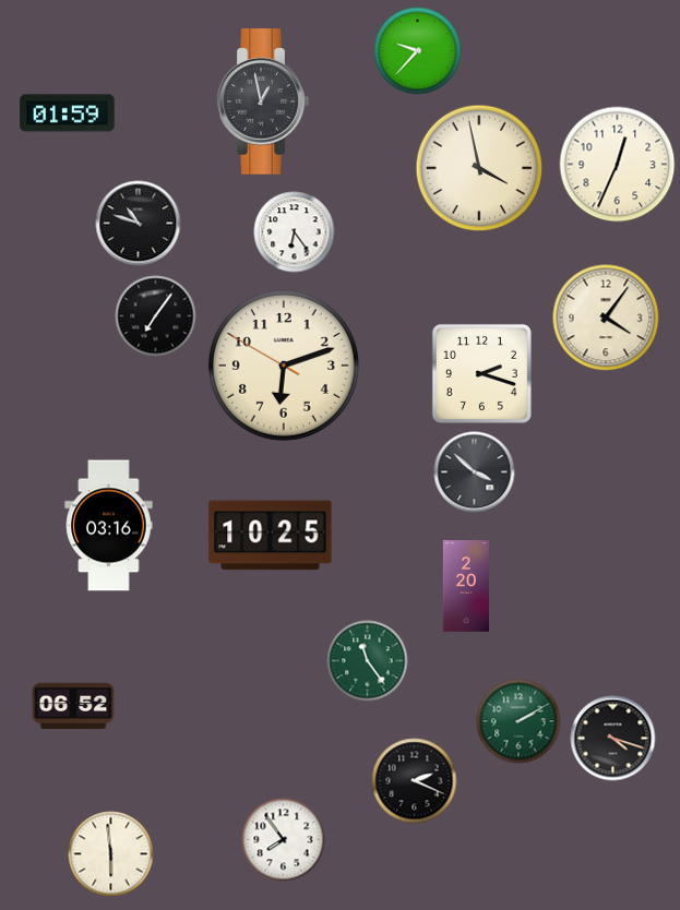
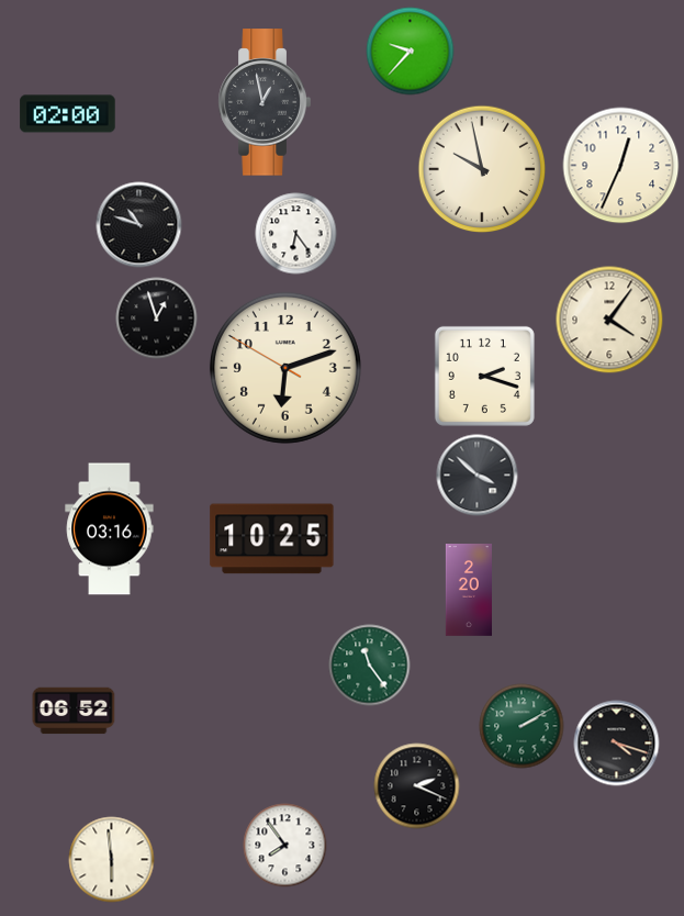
clock at (418, 51) position: (418, 51) -> (411, 52)
clock at (68, 113): 01:59 -> 02:00
clock at (479, 168): 3:58 -> 9:58
clock at (156, 316): 7:06 -> 12:57
